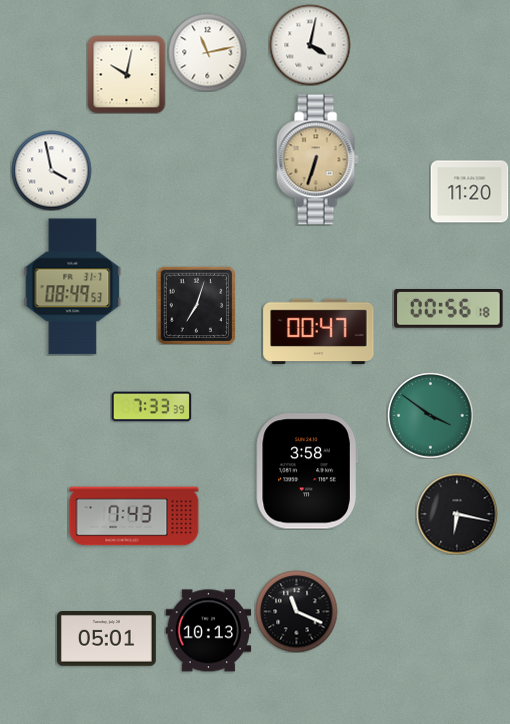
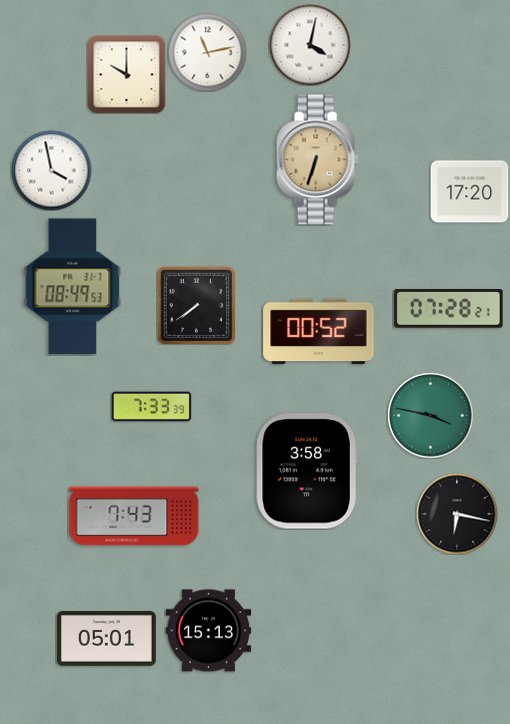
clock at (126, 74): 10:02 -> 10:00
clock at (469, 192): 11:20 -> 17:20
clock at (196, 305): 7:03 -> 7:39
clock at (449, 309): 00:56 -> 07:28
clock at (319, 331): 00:47 -> 00:52
clock at (430, 415): 3:51 -> 3:47
clock at (296, 611): 11:19 -> none
clock at (208, 631): 10:13 -> 15:13
